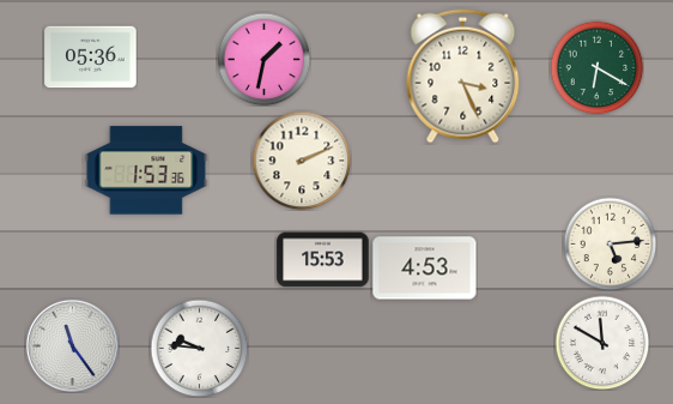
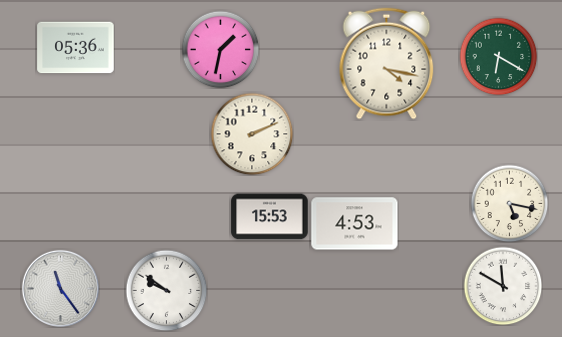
clock at (463, 77): 3:26 -> 4:17
clock at (146, 170): 1:53 -> none
clock at (610, 243): 5:14 -> 5:17
clock at (199, 348): 9:46 -> 9:51
